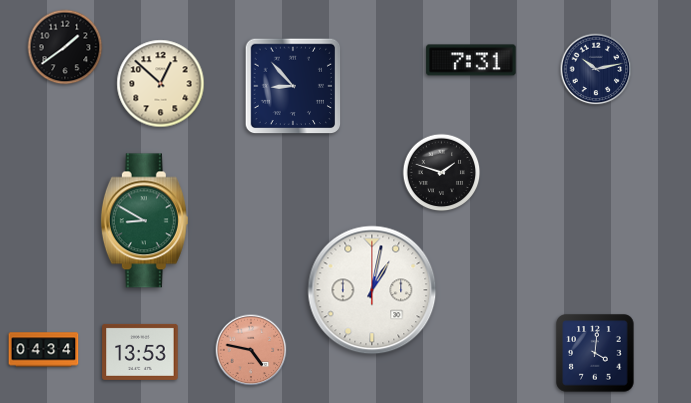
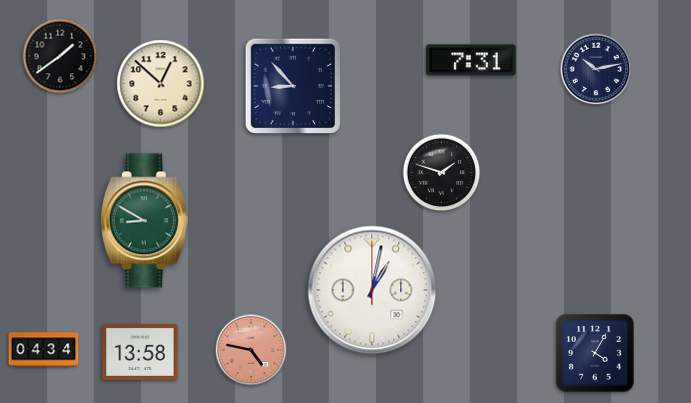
clock at (65, 47) position: (65, 47) -> (60, 56)
clock at (140, 352): 13:53 -> 13:58
clock at (595, 353): 4:01 -> 4:05
